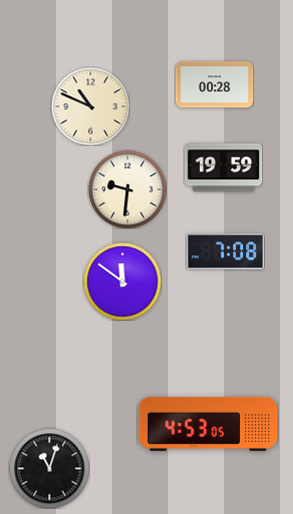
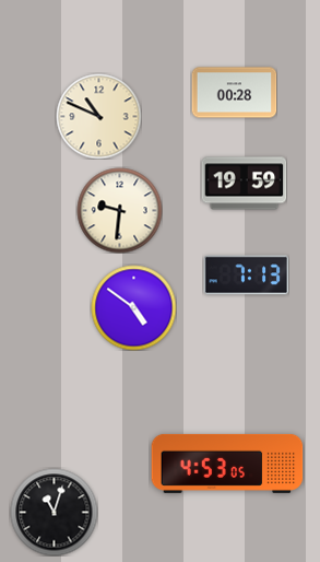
clock at (127, 189) position: (127, 189) -> (119, 210)
clock at (225, 252): 7:08 -> 7:13
clock at (122, 281): 11:51 -> 4:51
